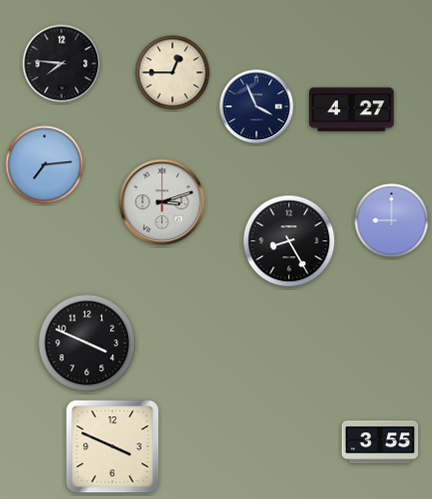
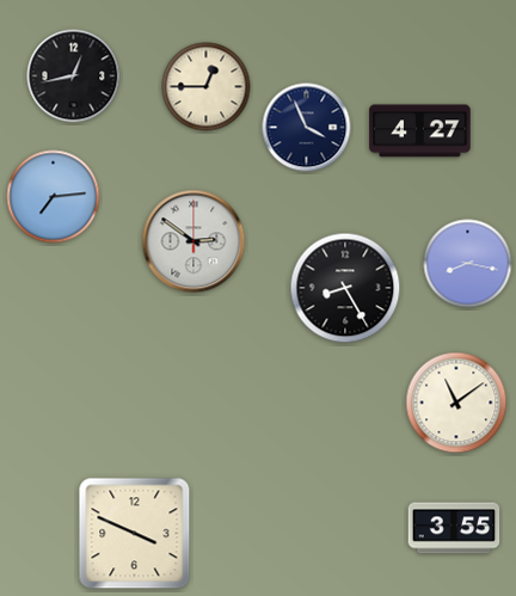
clock at (62, 64): 7:46 -> 12:43
clock at (162, 202): 3:12 -> 2:51
clock at (392, 221): 9:00 -> 8:17
clock at (456, 403): none -> 11:09
clock at (87, 343): 3:49 -> none
